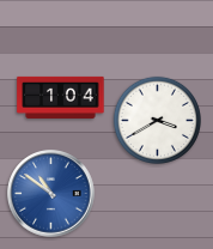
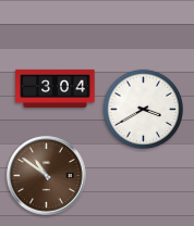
clock at (61, 97): 1:04 -> 3:04
clock at (51, 194) dial: blue -> brown
